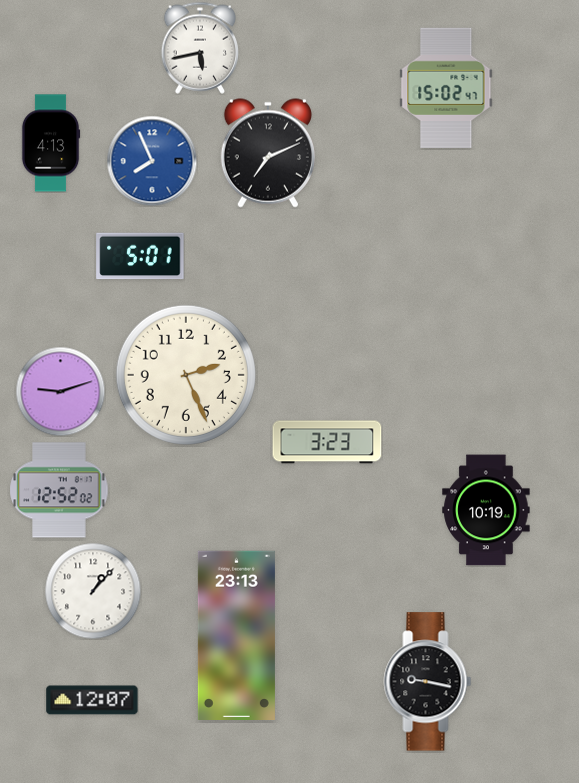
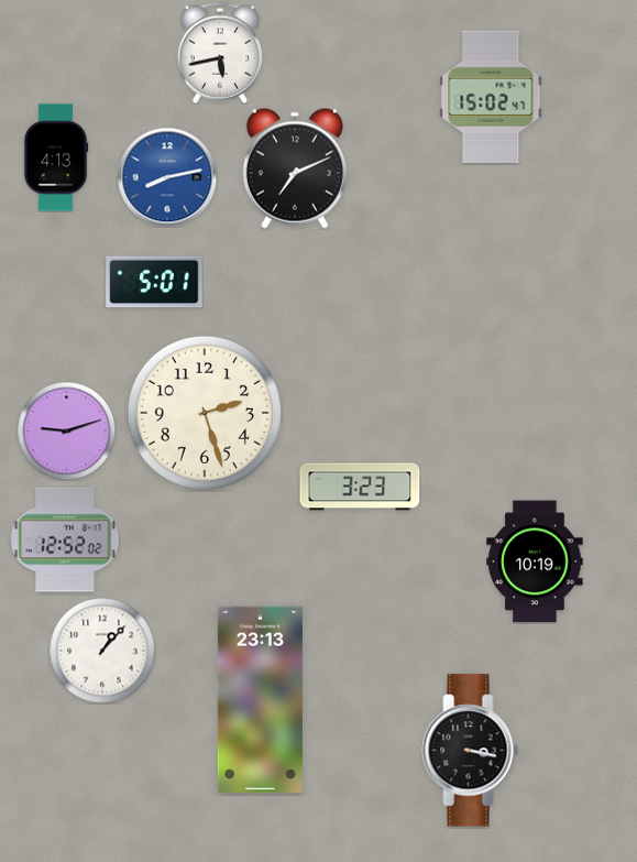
clock at (152, 161): 7:56 -> 8:13
clock at (186, 375): 2:26 -> 2:27
clock at (428, 682): 9:17 -> 3:17
clock at (92, 700): 12:07 -> none
